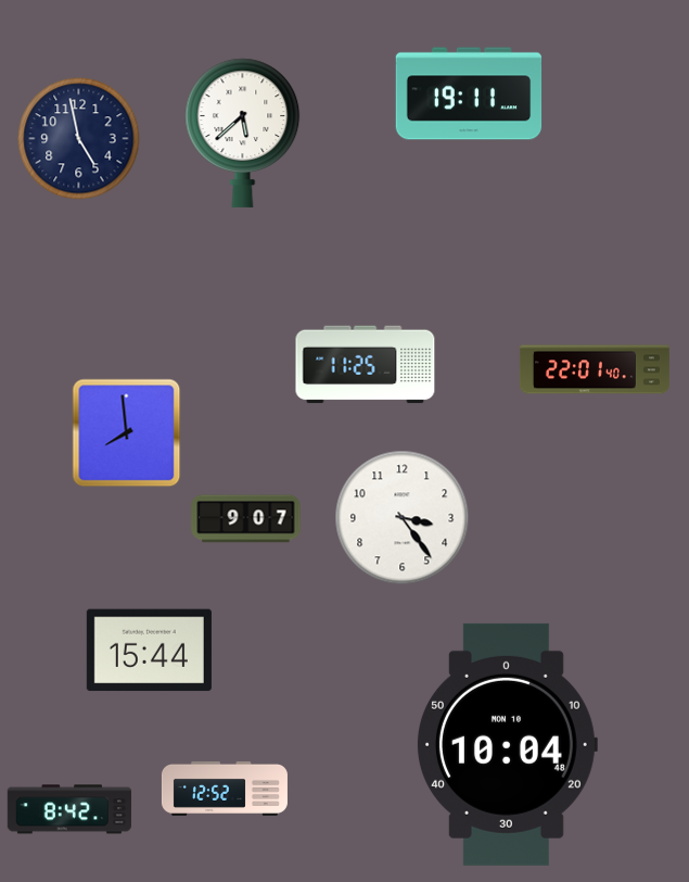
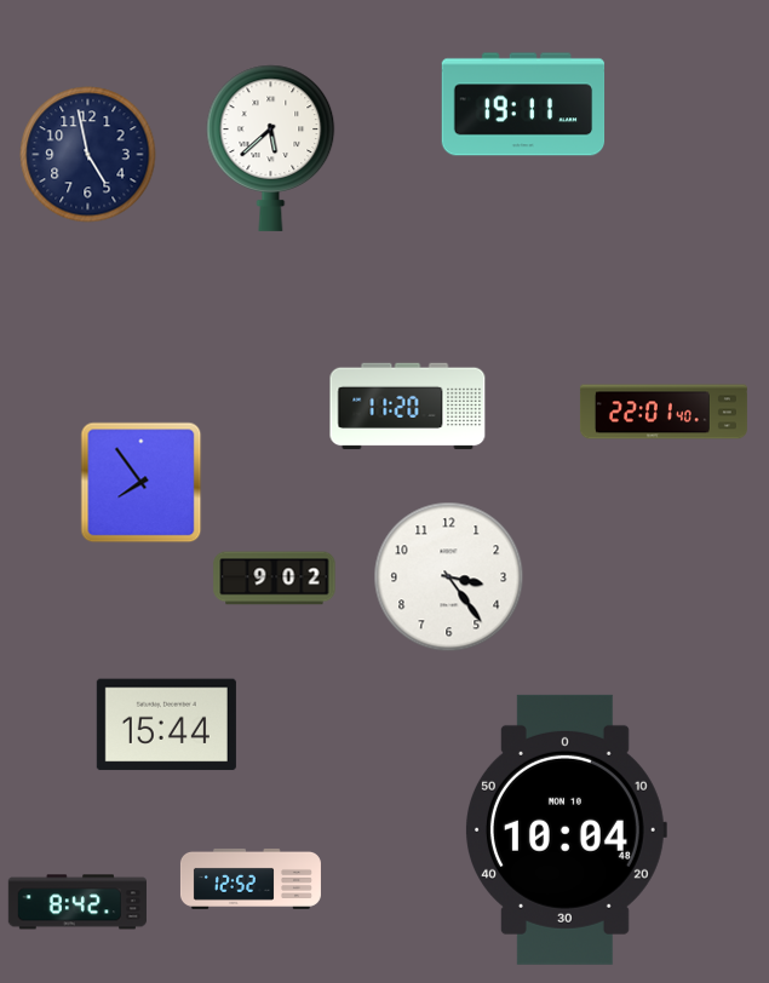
clock at (366, 365): 11:25 -> 11:20
clock at (127, 433): 7:59 -> 7:54
clock at (246, 519): 9:07 -> 9:02
